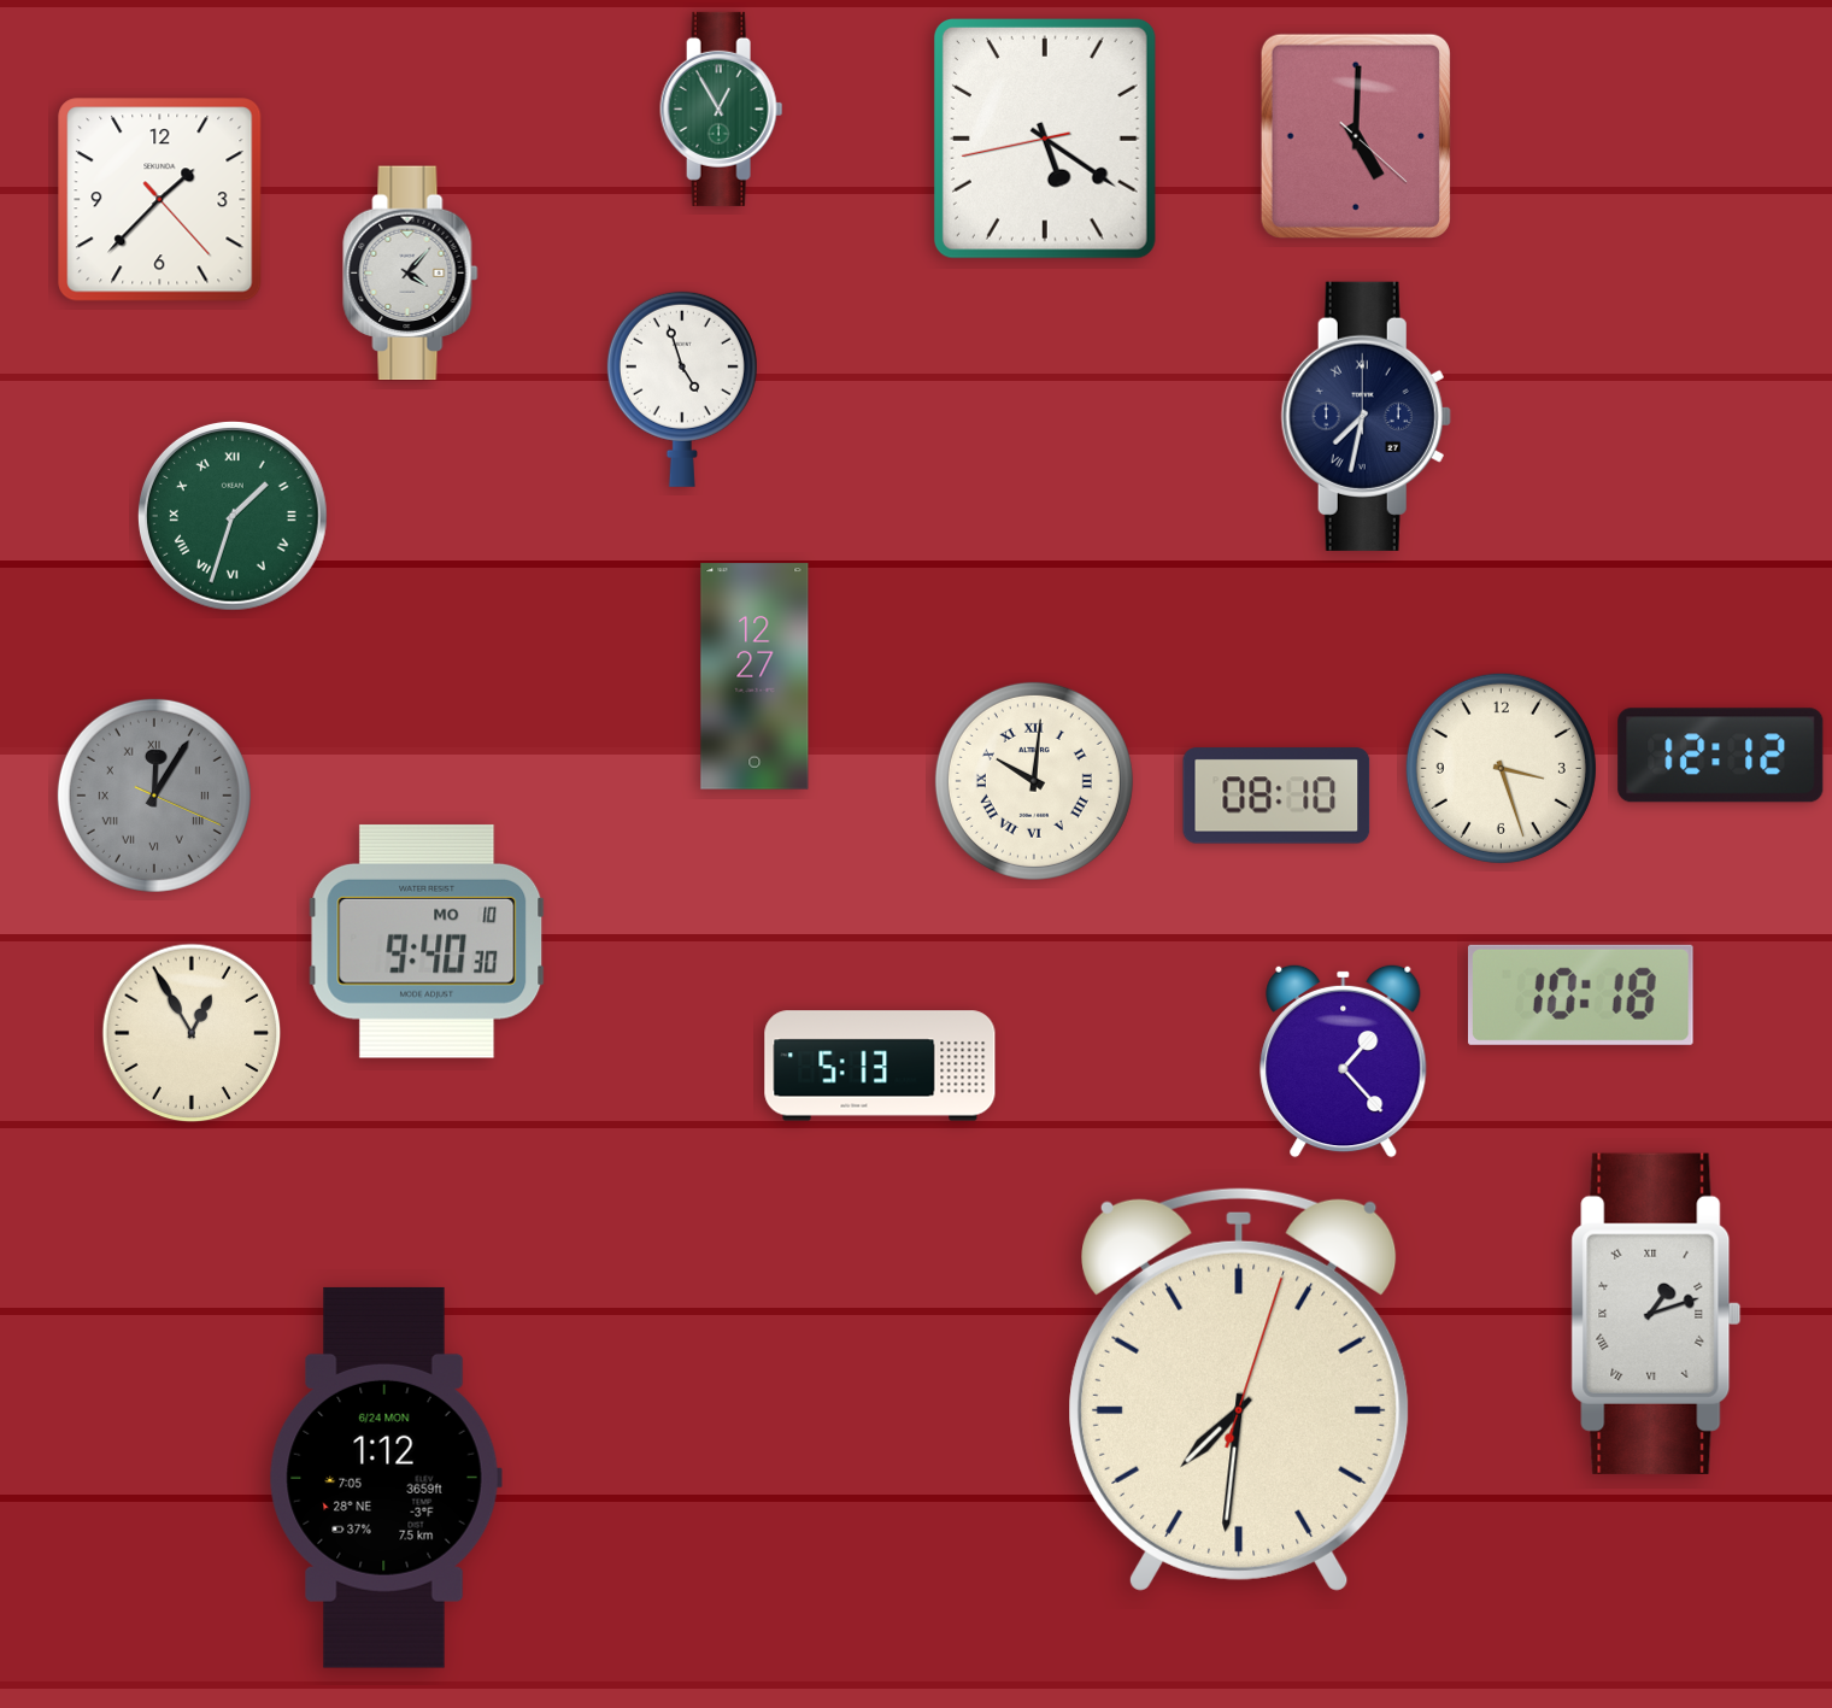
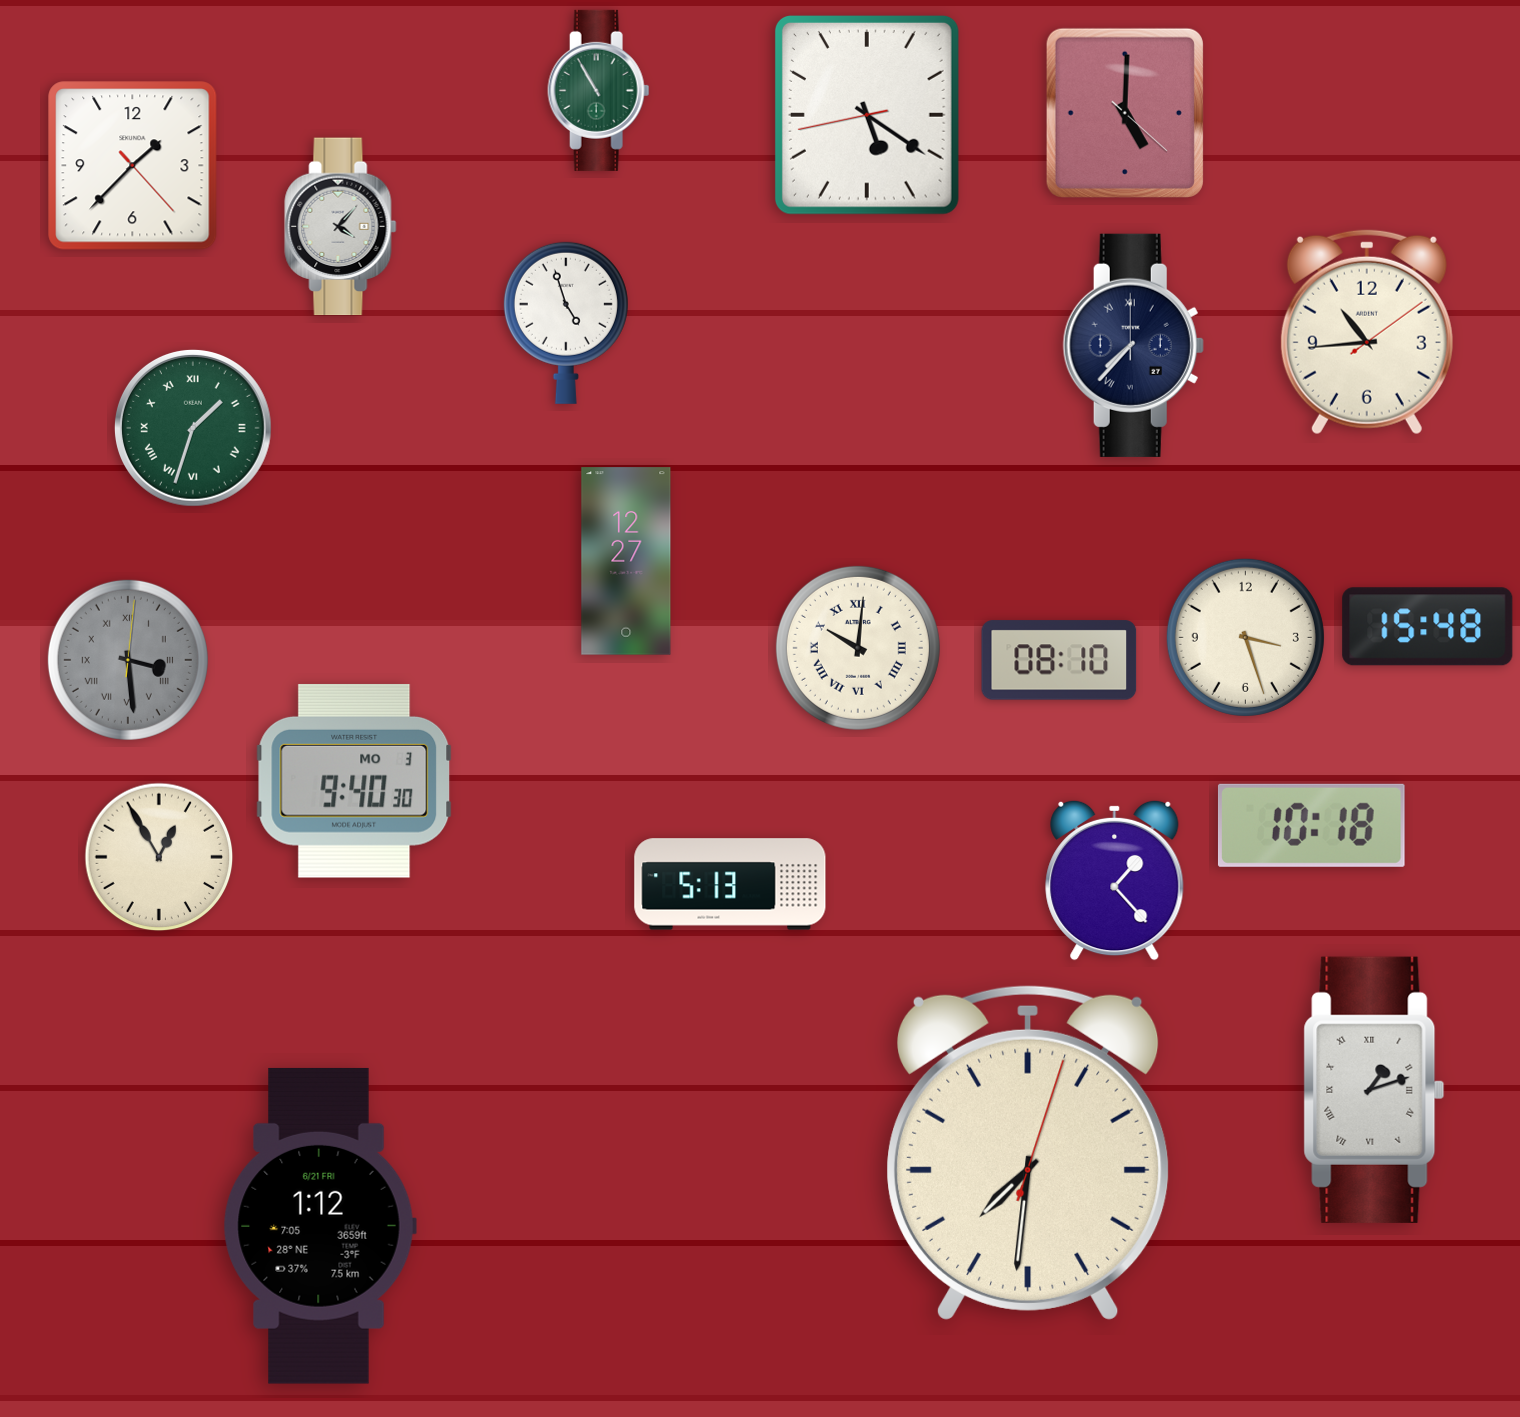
clock at (722, 108): 12:55 -> 10:55
clock at (1367, 332): none -> 10:44
clock at (1366, 416): 7:32 -> 7:37
clock at (1721, 756): 12:12 -> 15:48
clock at (154, 796): 12:05 -> 3:29
clock at (427, 941) date: MO 10 -> MO 3
clock at (386, 1478) date: 6/24 MON -> 6/21 FRI
